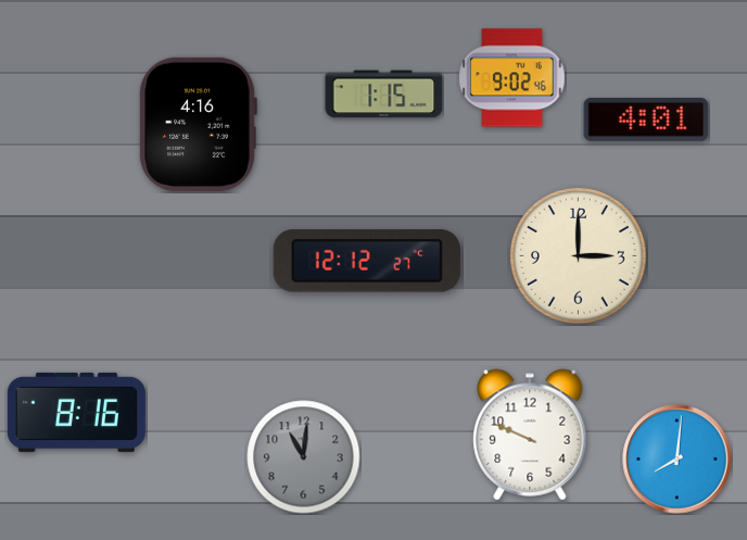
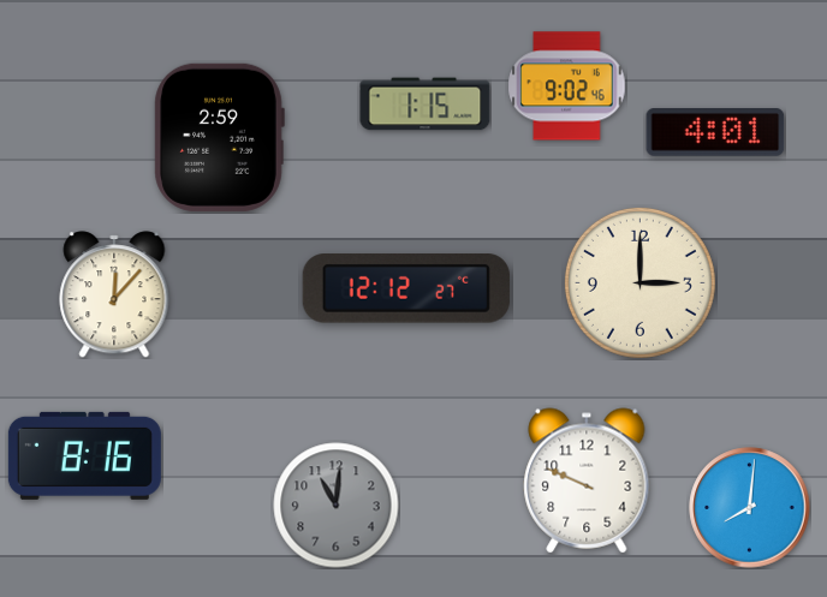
clock at (198, 124): 4:16 -> 2:59
clock at (114, 294): none -> 12:07
